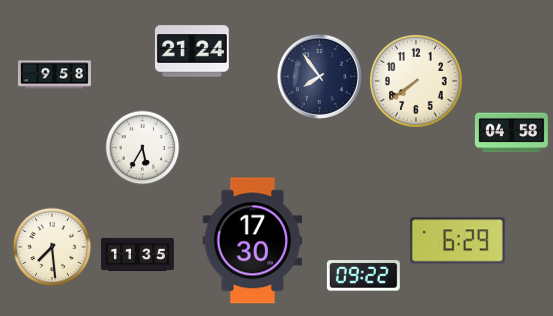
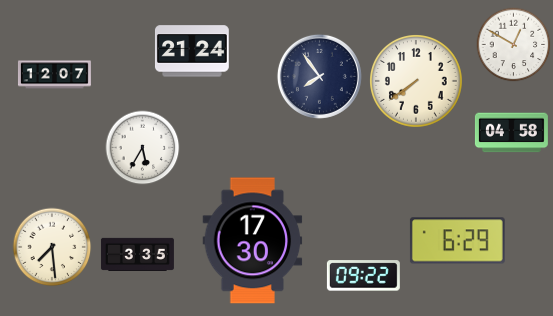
clock at (514, 45): none -> 12:50
clock at (54, 75): 9:58 -> 12:07
clock at (137, 254): 11:35 -> 3:35
